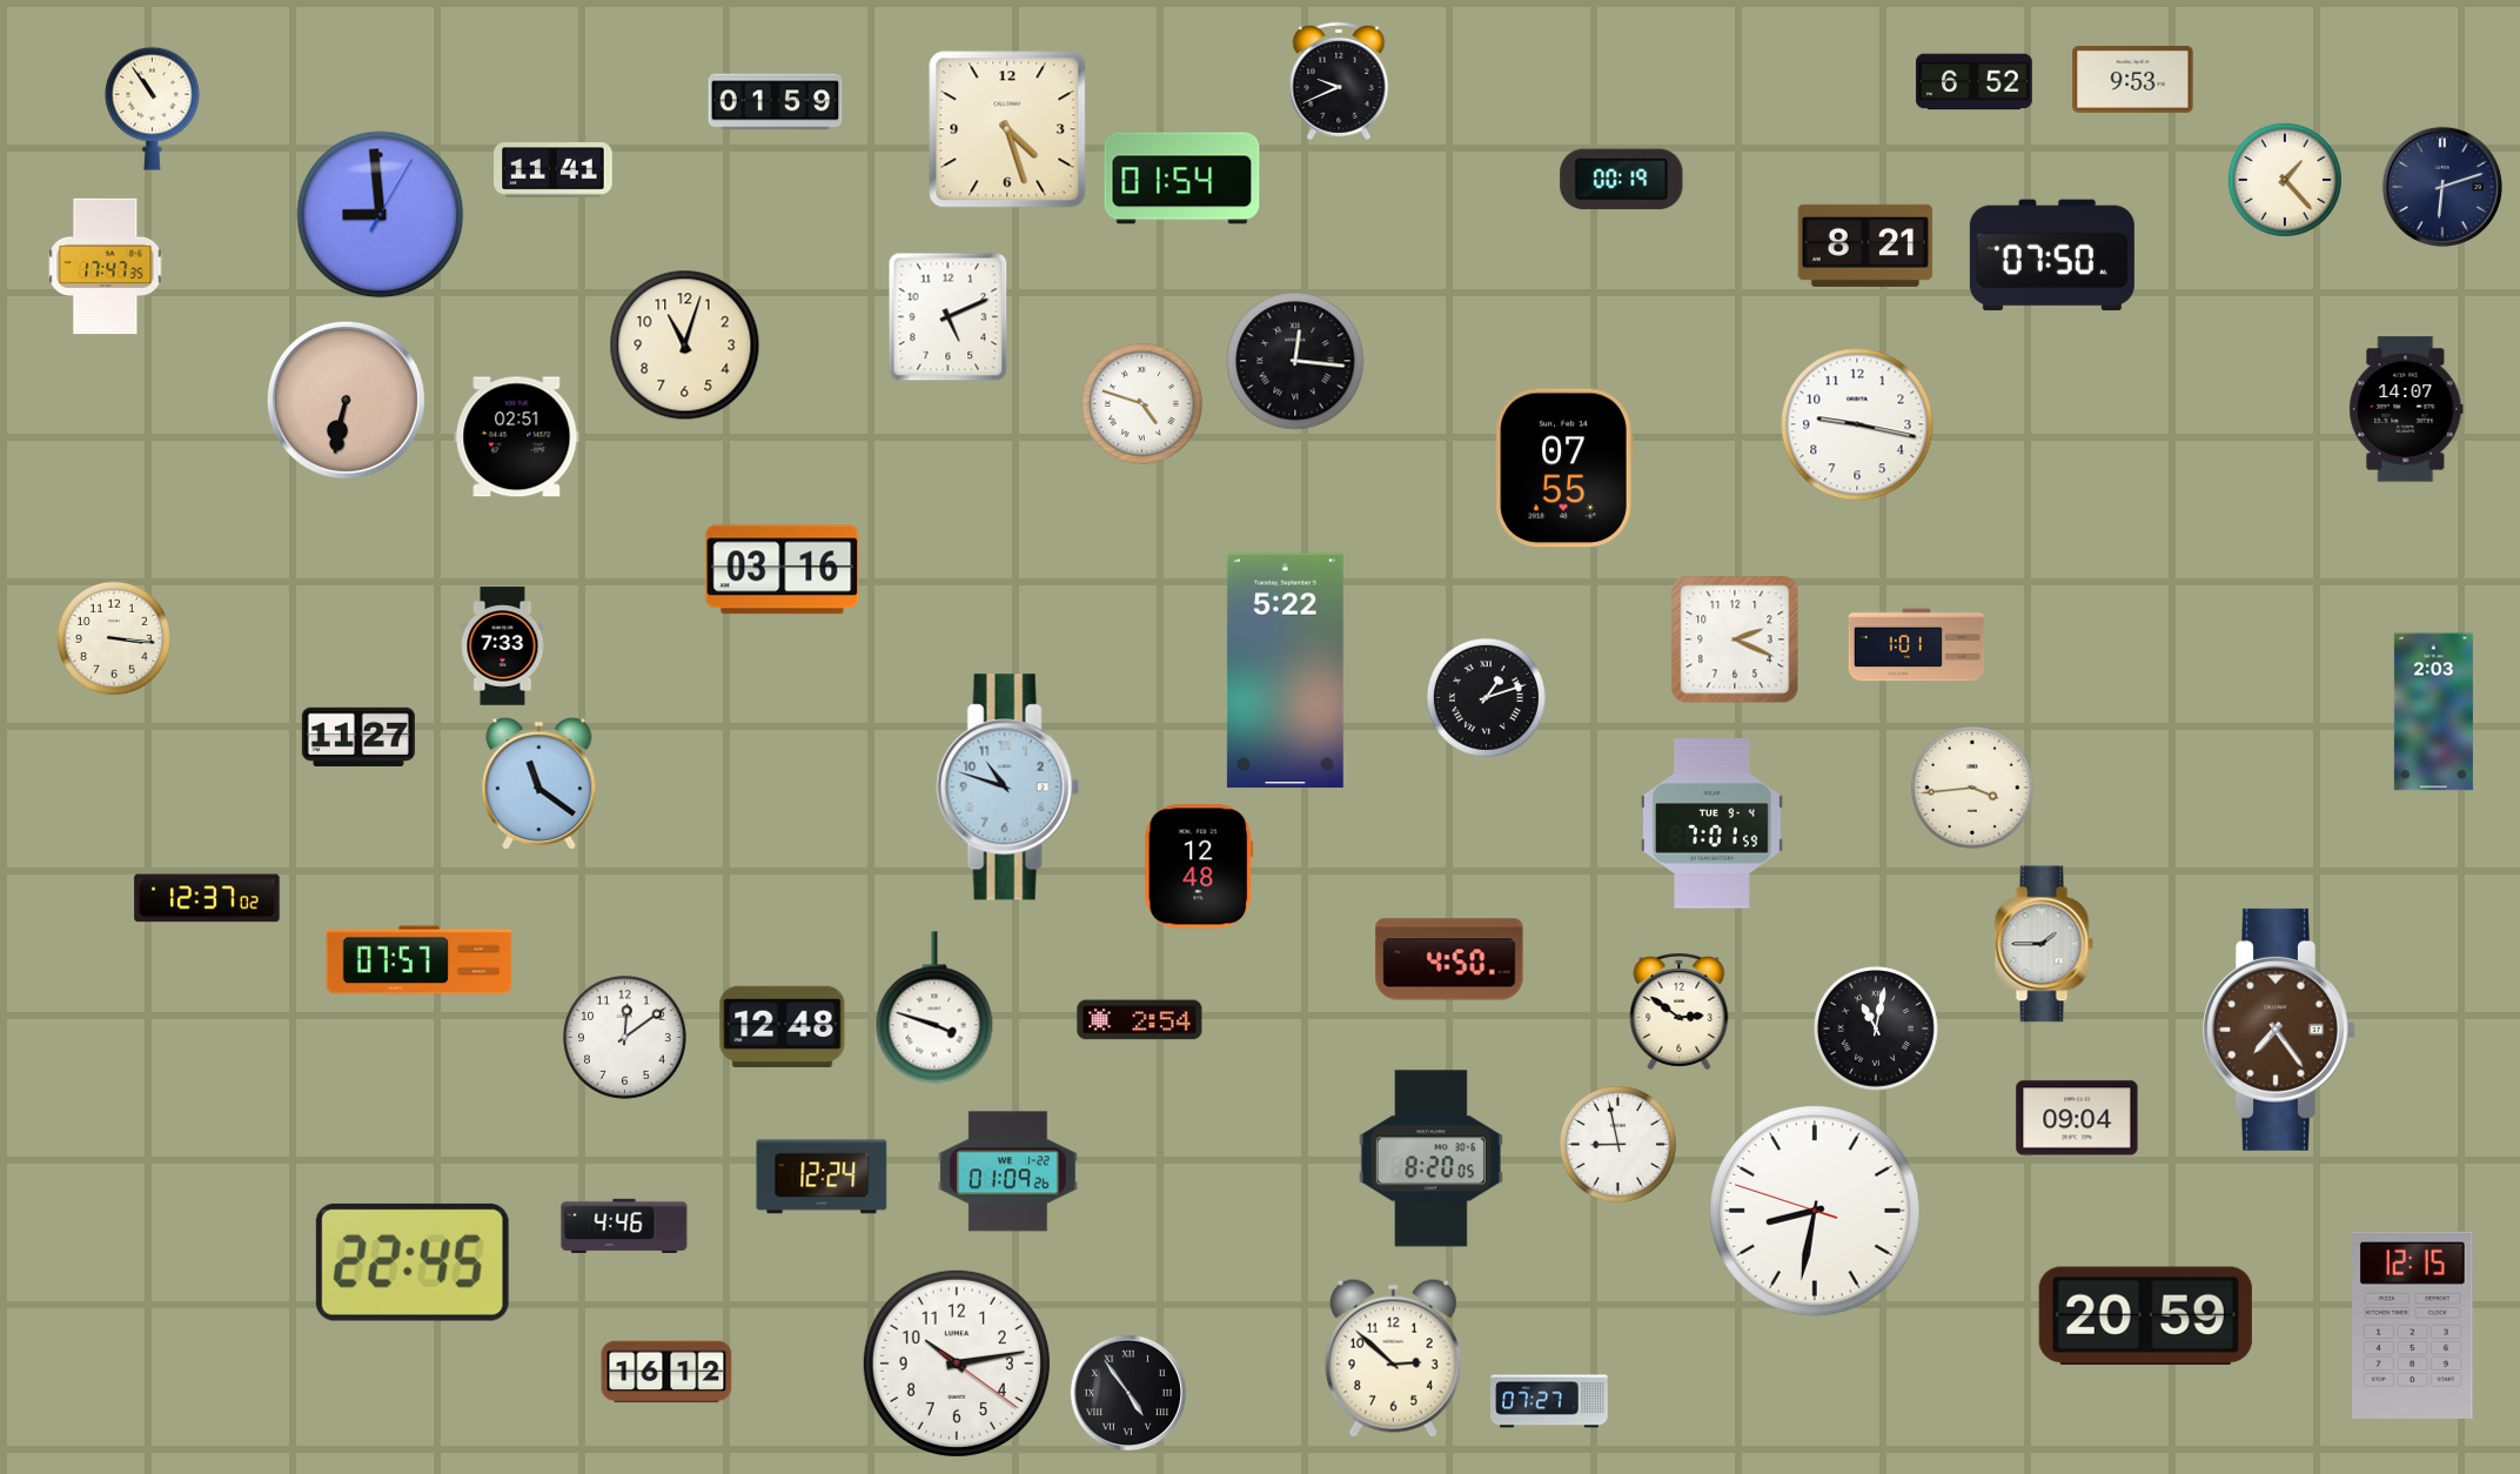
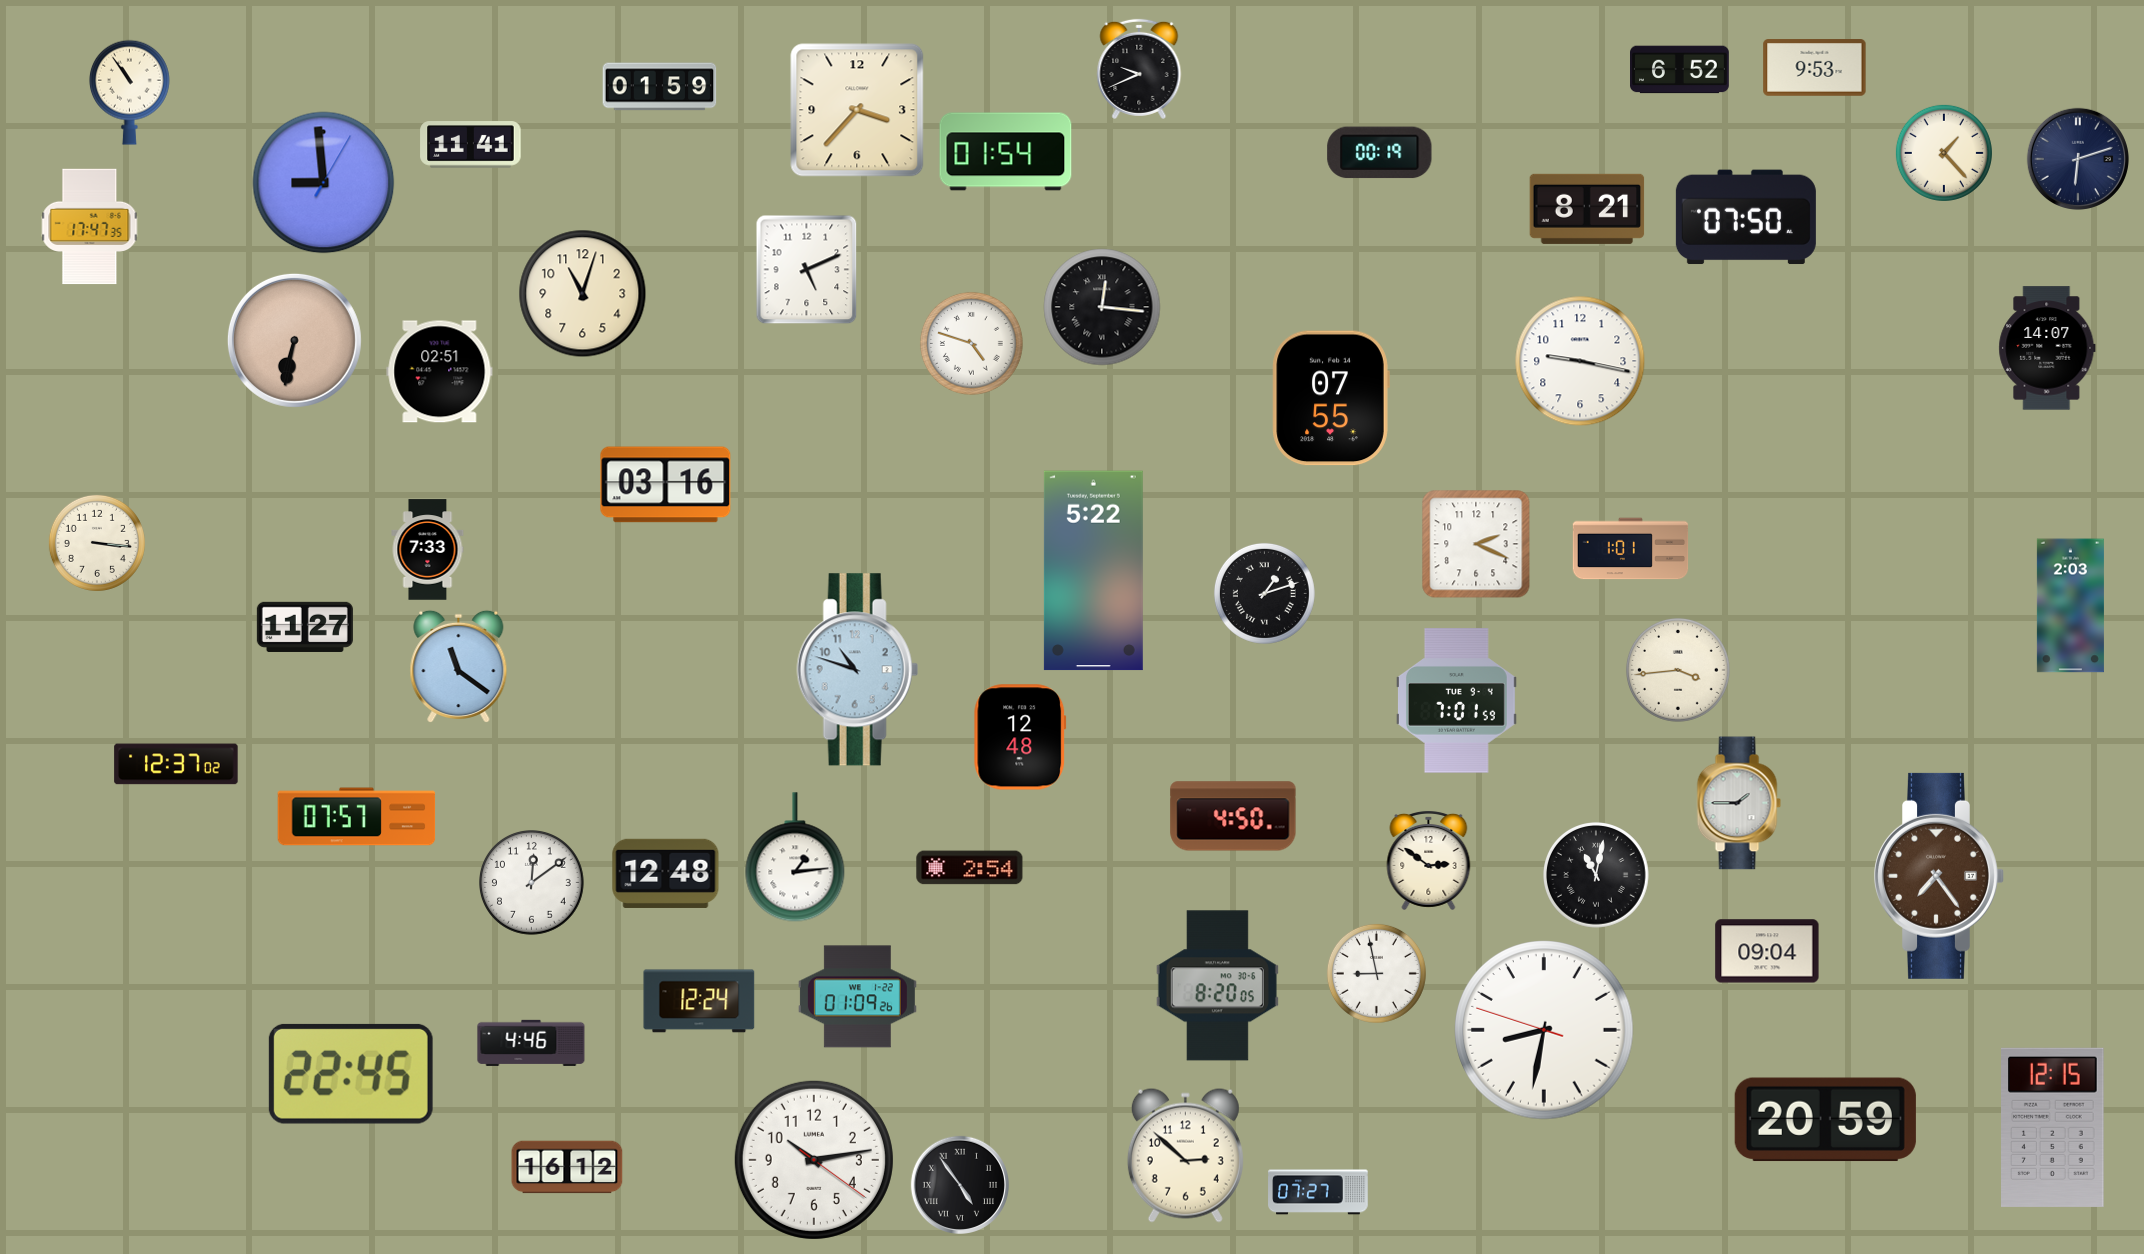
clock at (1007, 129): 4:27 -> 3:37
clock at (934, 1007): 3:48 -> 1:14
